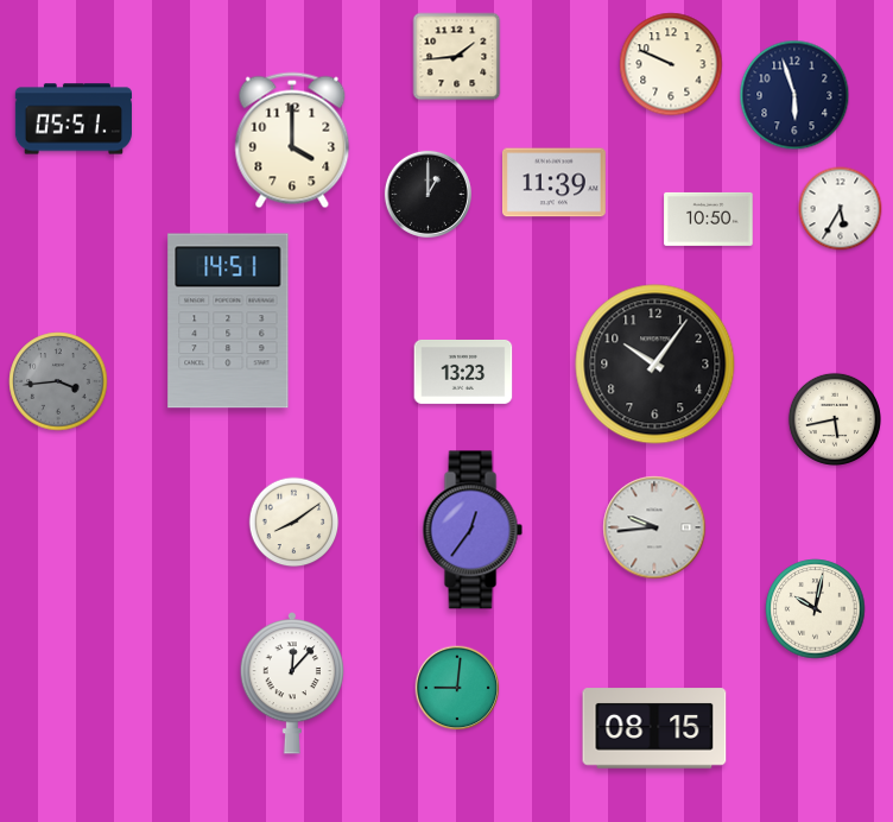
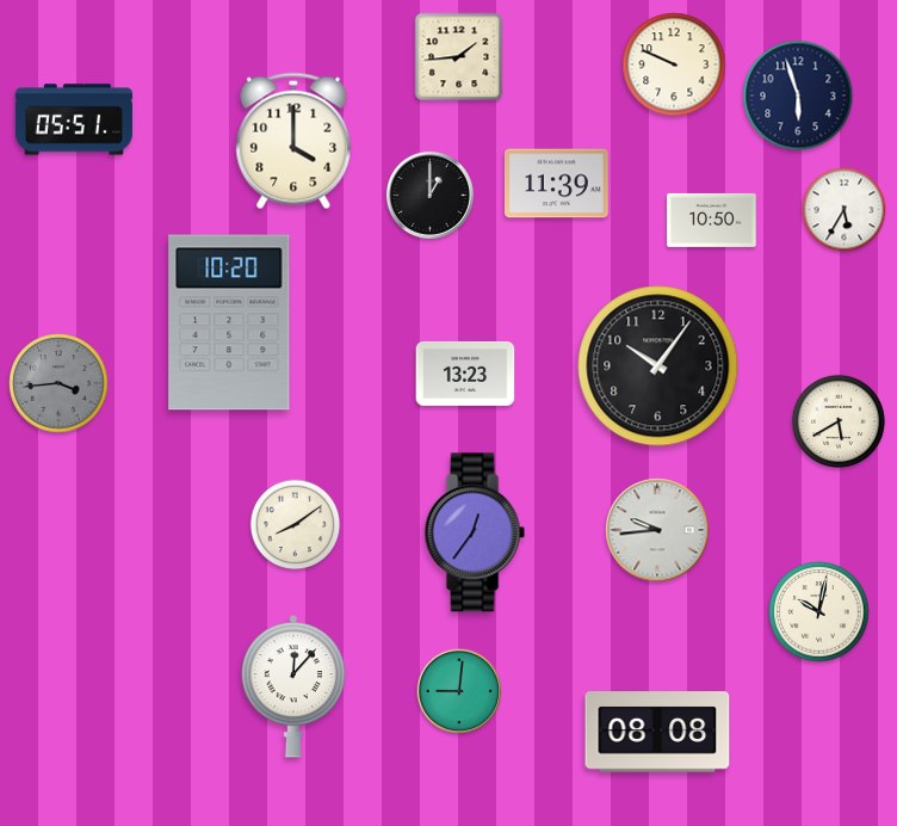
clock at (228, 321): 14:51 -> 10:20
clock at (835, 419): 5:43 -> 5:40
clock at (654, 728): 08:15 -> 08:08
